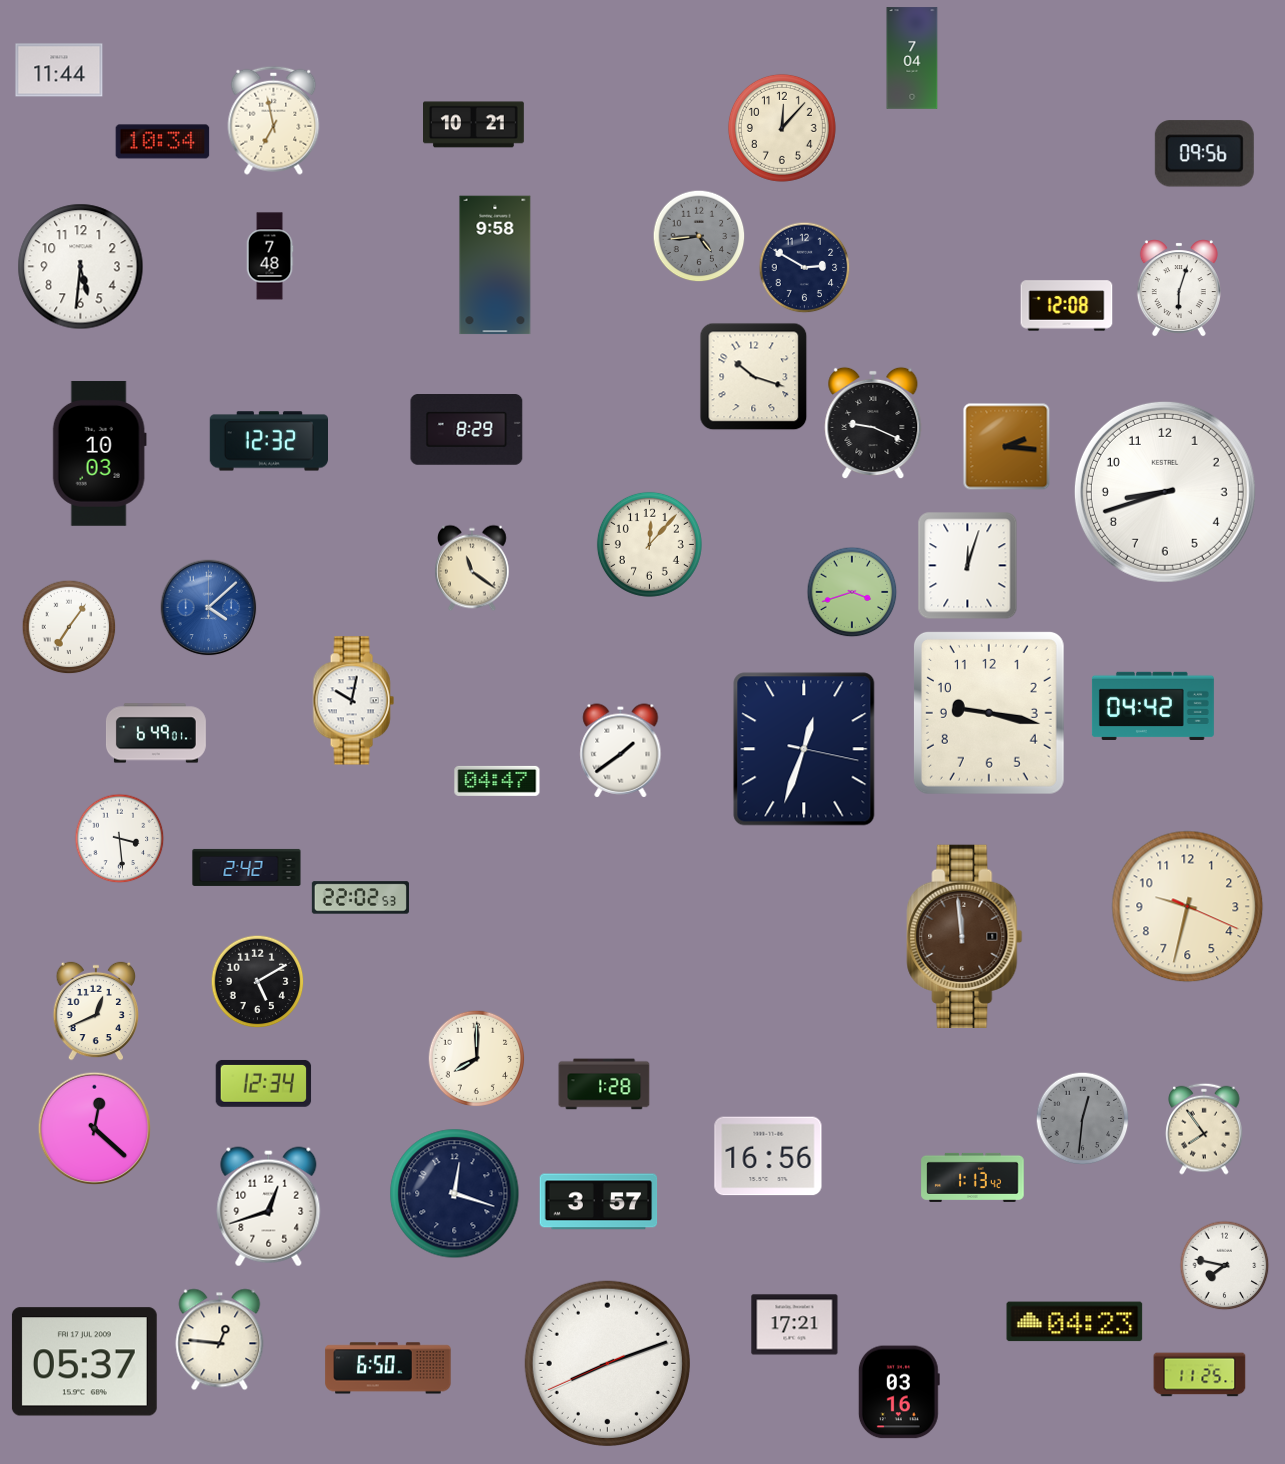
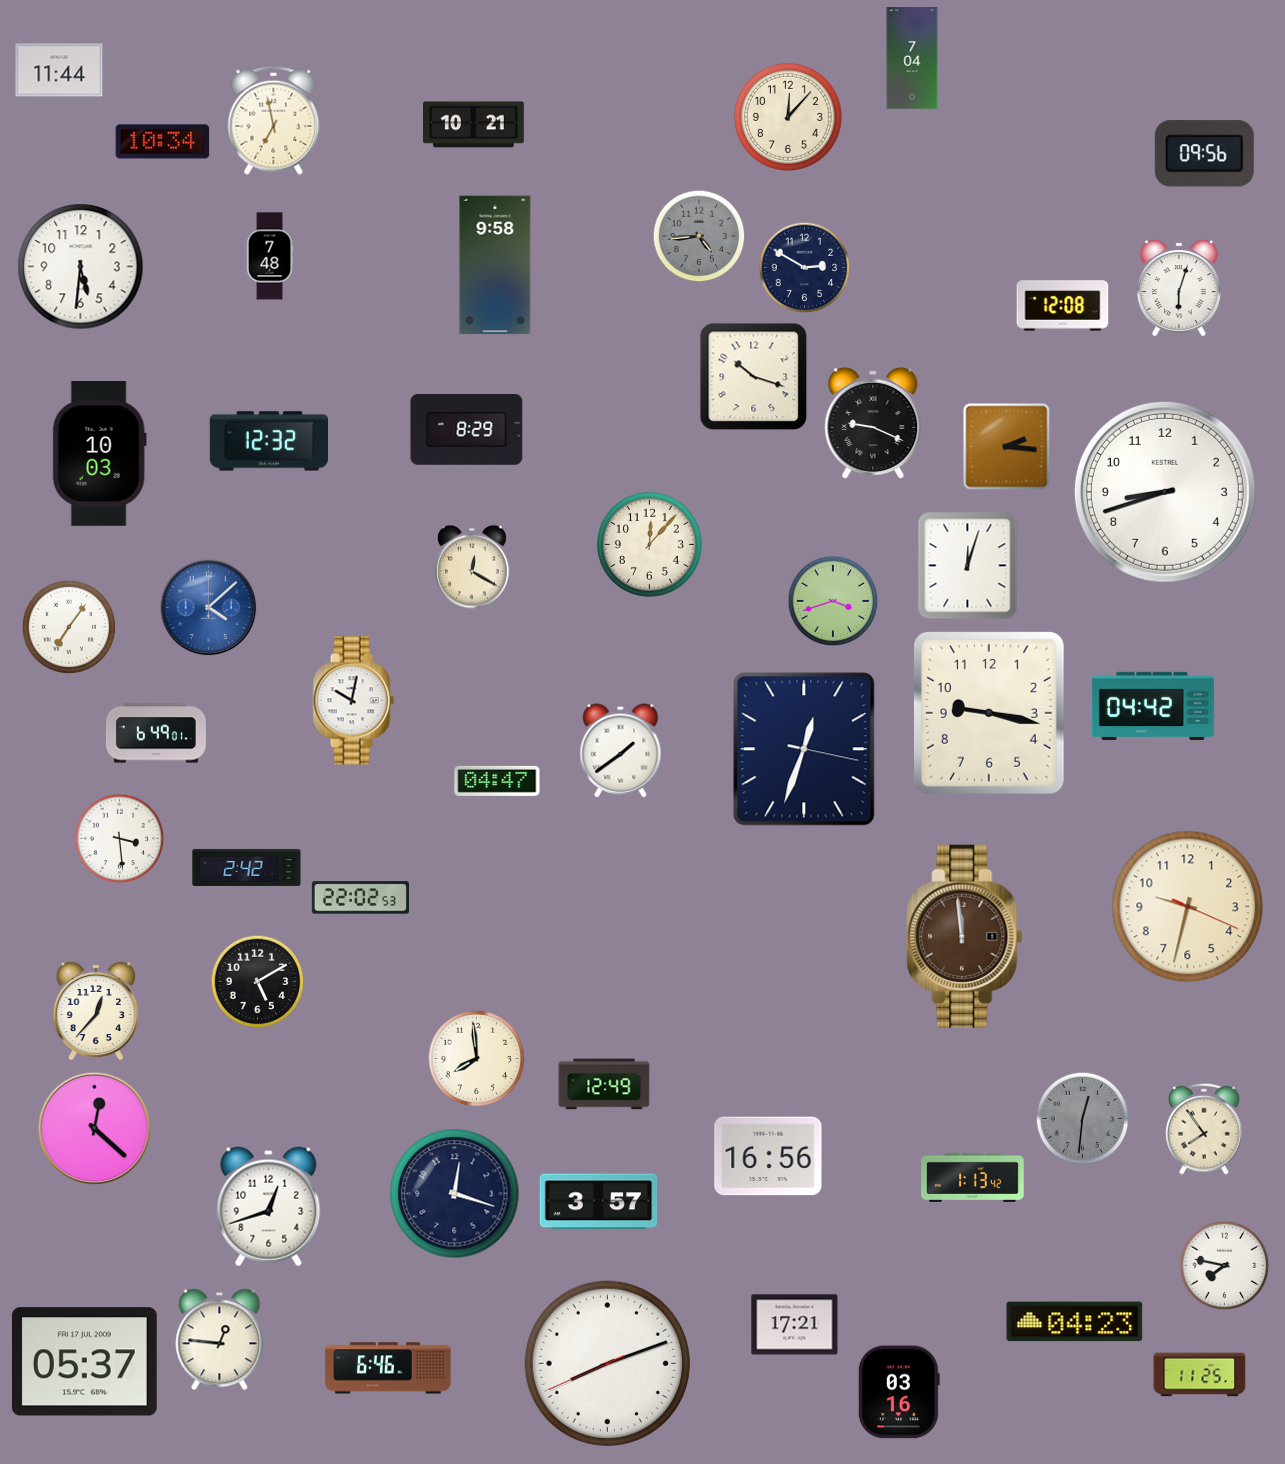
clock at (782, 128) position: (782, 128) -> (788, 117)
clock at (1067, 306) position: (1067, 306) -> (1063, 306)
clock at (472, 568): 11:21 -> 12:20
clock at (852, 592) position: (852, 592) -> (833, 601)
clock at (95, 1011): 12:41 -> 12:37
clock at (477, 1059): 8:00 -> 7:59
clock at (264, 1084): 12:34 -> none
clock at (604, 1084): 1:28 -> 12:49
clock at (388, 1368): 6:50 -> 6:46
